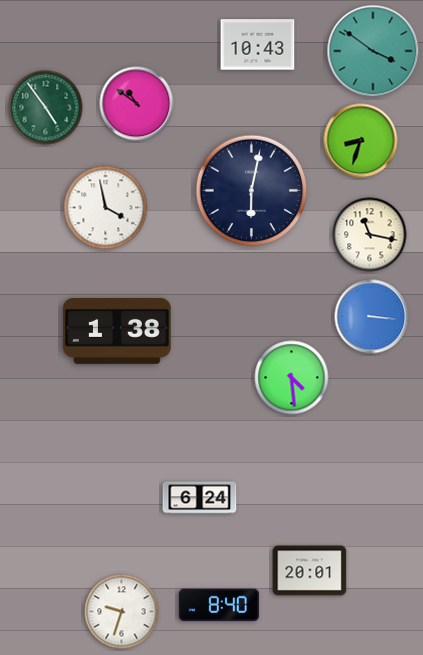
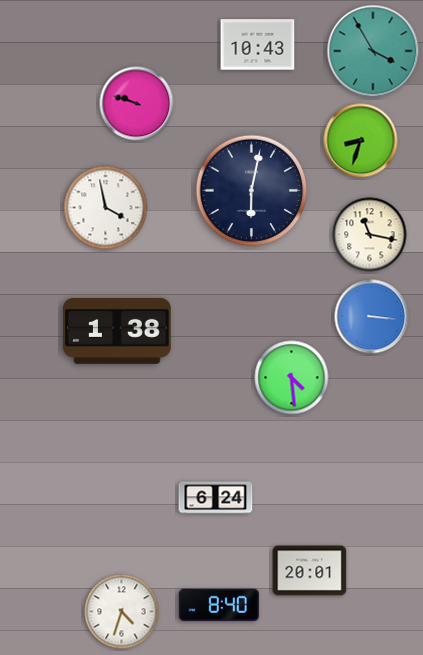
clock at (373, 51): 3:51 -> 3:55
clock at (137, 104): 10:51 -> 9:48
clock at (46, 108): 4:54 -> none
clock at (200, 498) position: (200, 498) -> (216, 498)
clock at (122, 612): 9:33 -> 4:33
